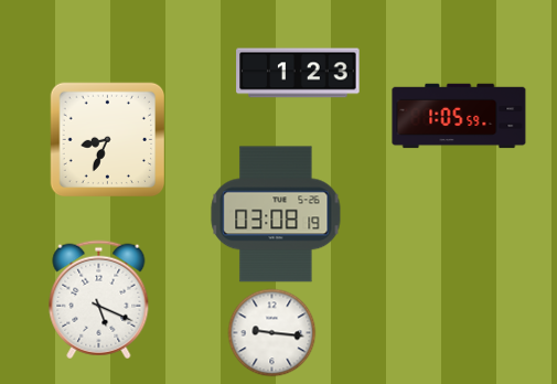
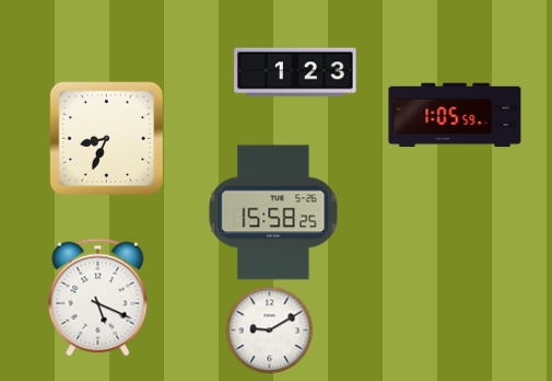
clock at (276, 214): 03:08 -> 15:58
clock at (272, 333): 9:16 -> 9:10
